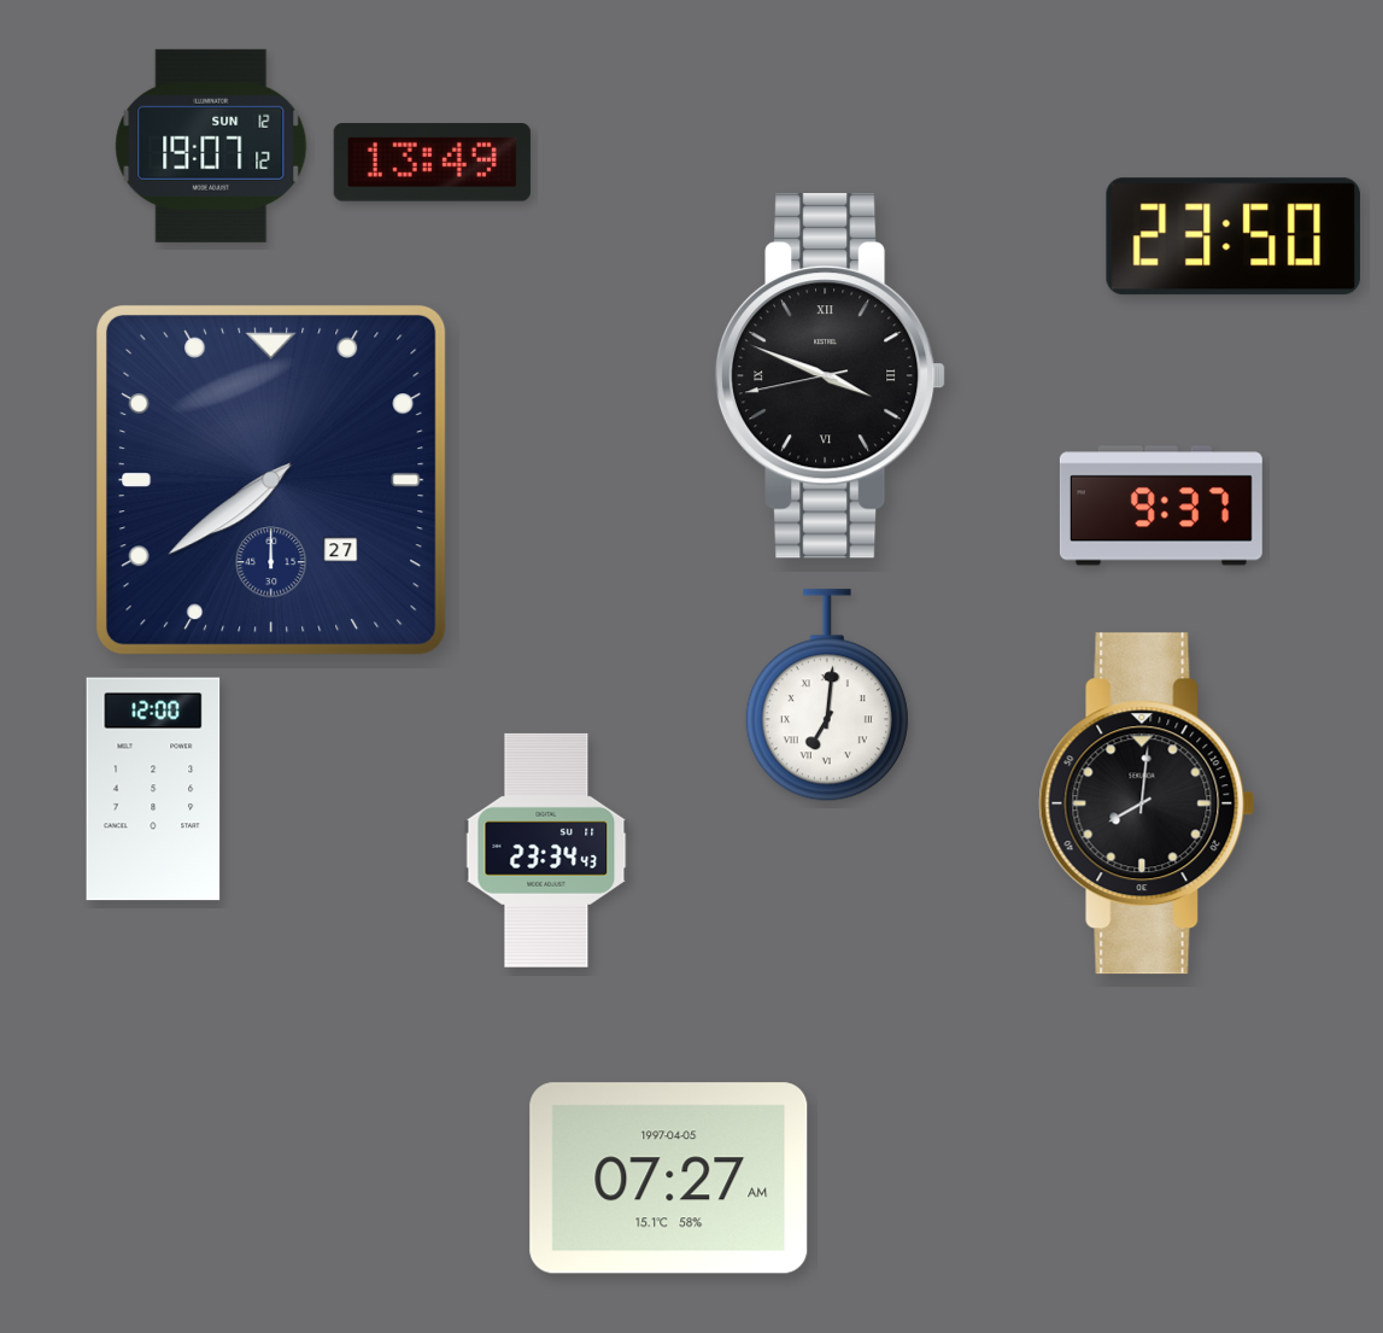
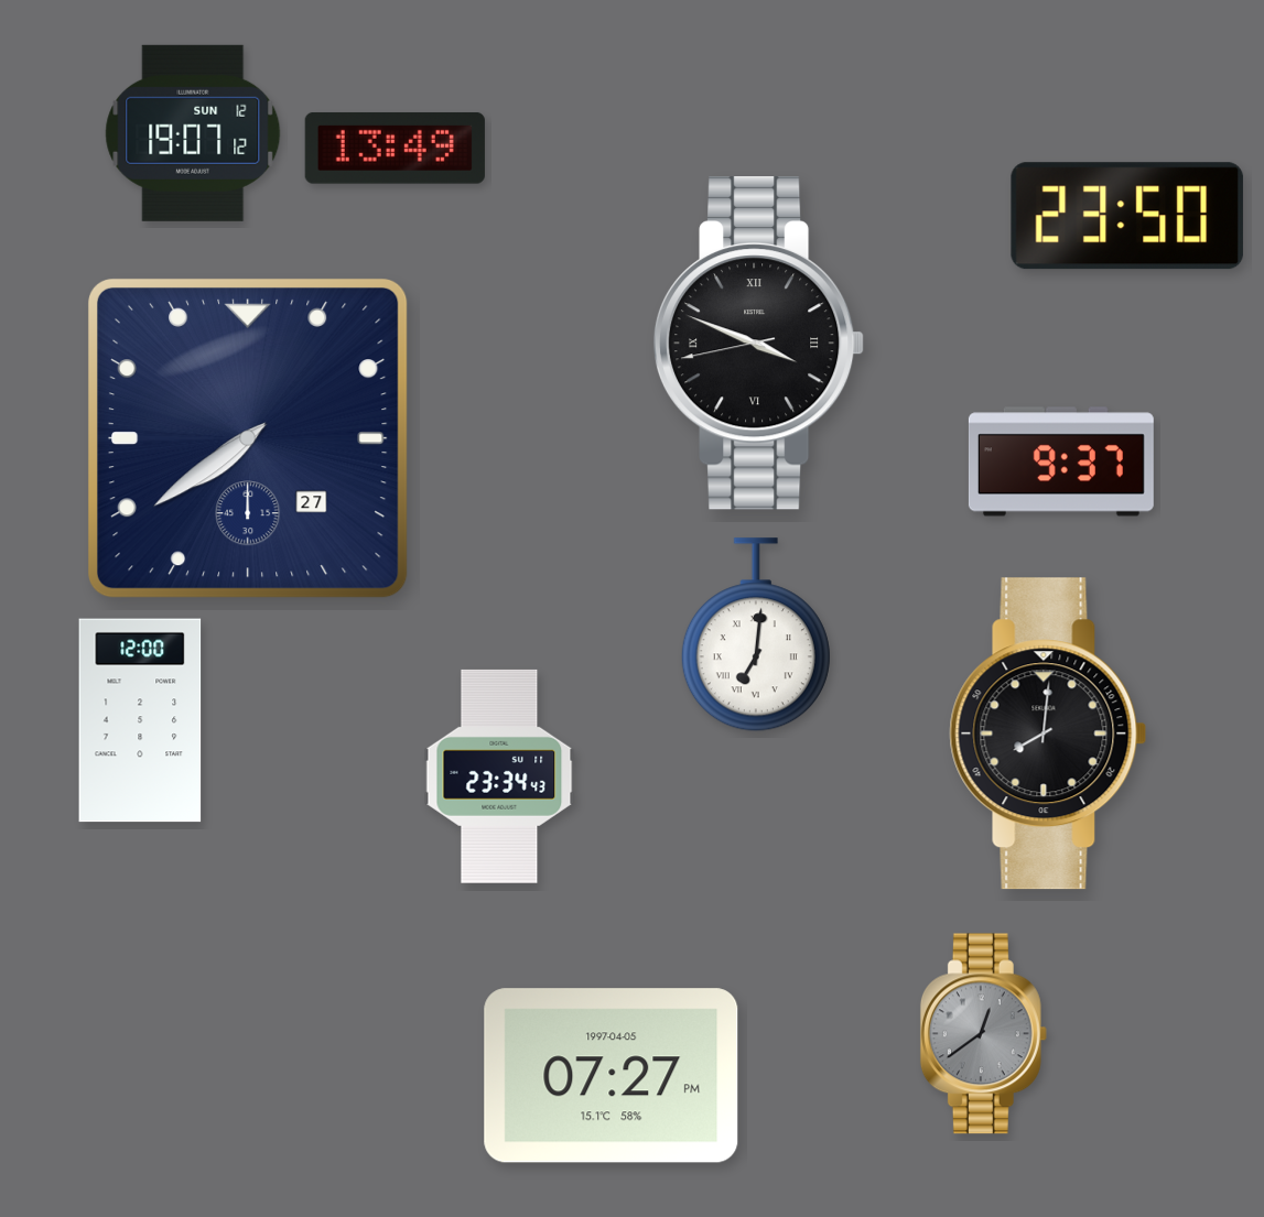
clock at (983, 1034): none -> 12:39
clock at (669, 1179): 07:27 AM -> 07:27 PM
